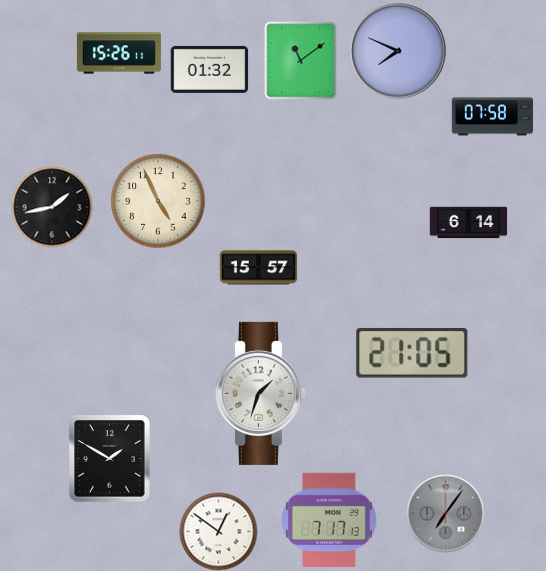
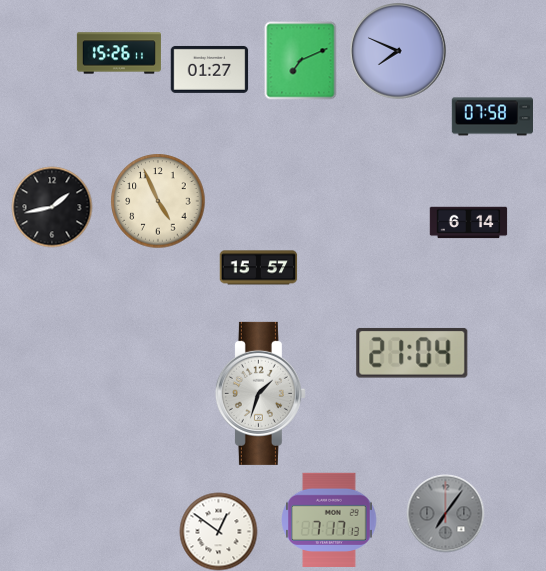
clock at (301, 60): 11:09 -> 7:11
clock at (209, 69): 01:32 -> 01:27
clock at (412, 353): 21:05 -> 21:04
clock at (110, 458): 1:50 -> none
